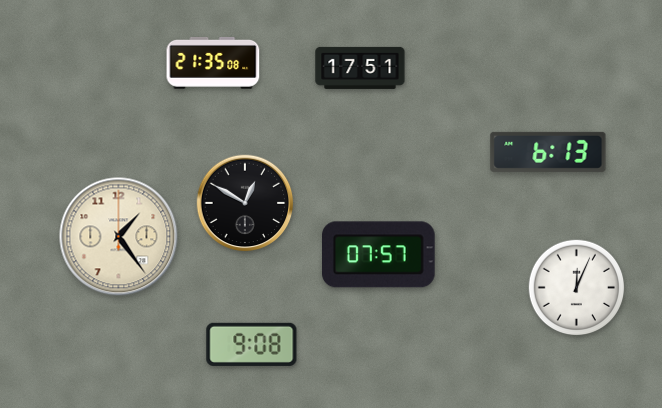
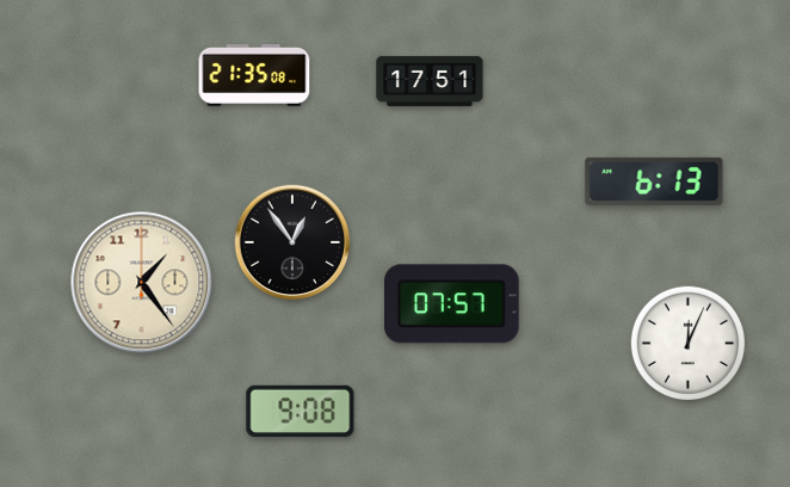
clock at (245, 203): 12:50 -> 12:54
